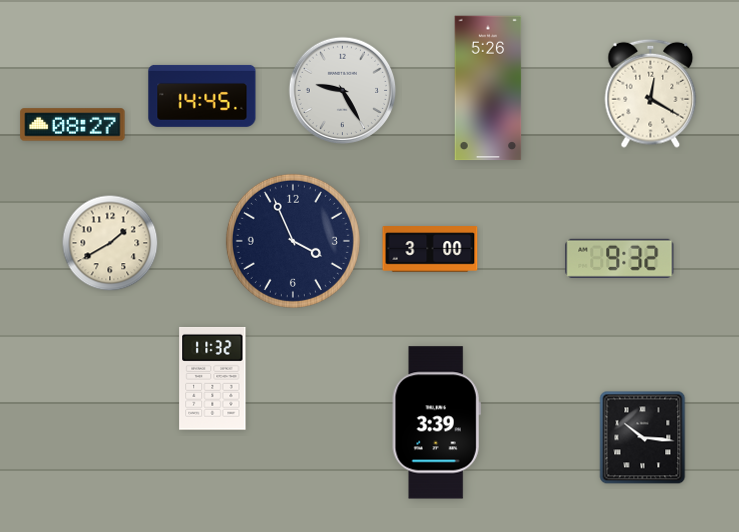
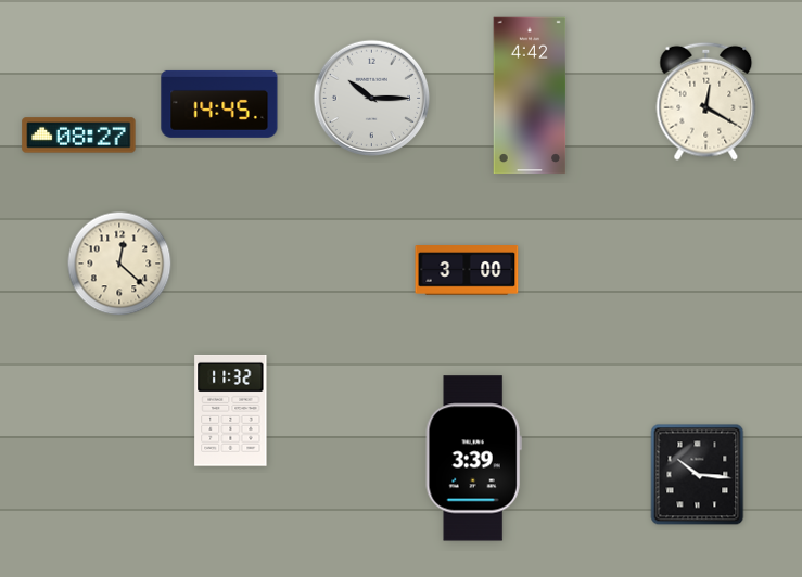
clock at (488, 88): 5:26 -> 4:42
clock at (343, 91): 9:25 -> 10:15
clock at (293, 241): 3:56 -> none
clock at (110, 243): 1:40 -> 12:22
clock at (620, 258): 9:32 -> none
